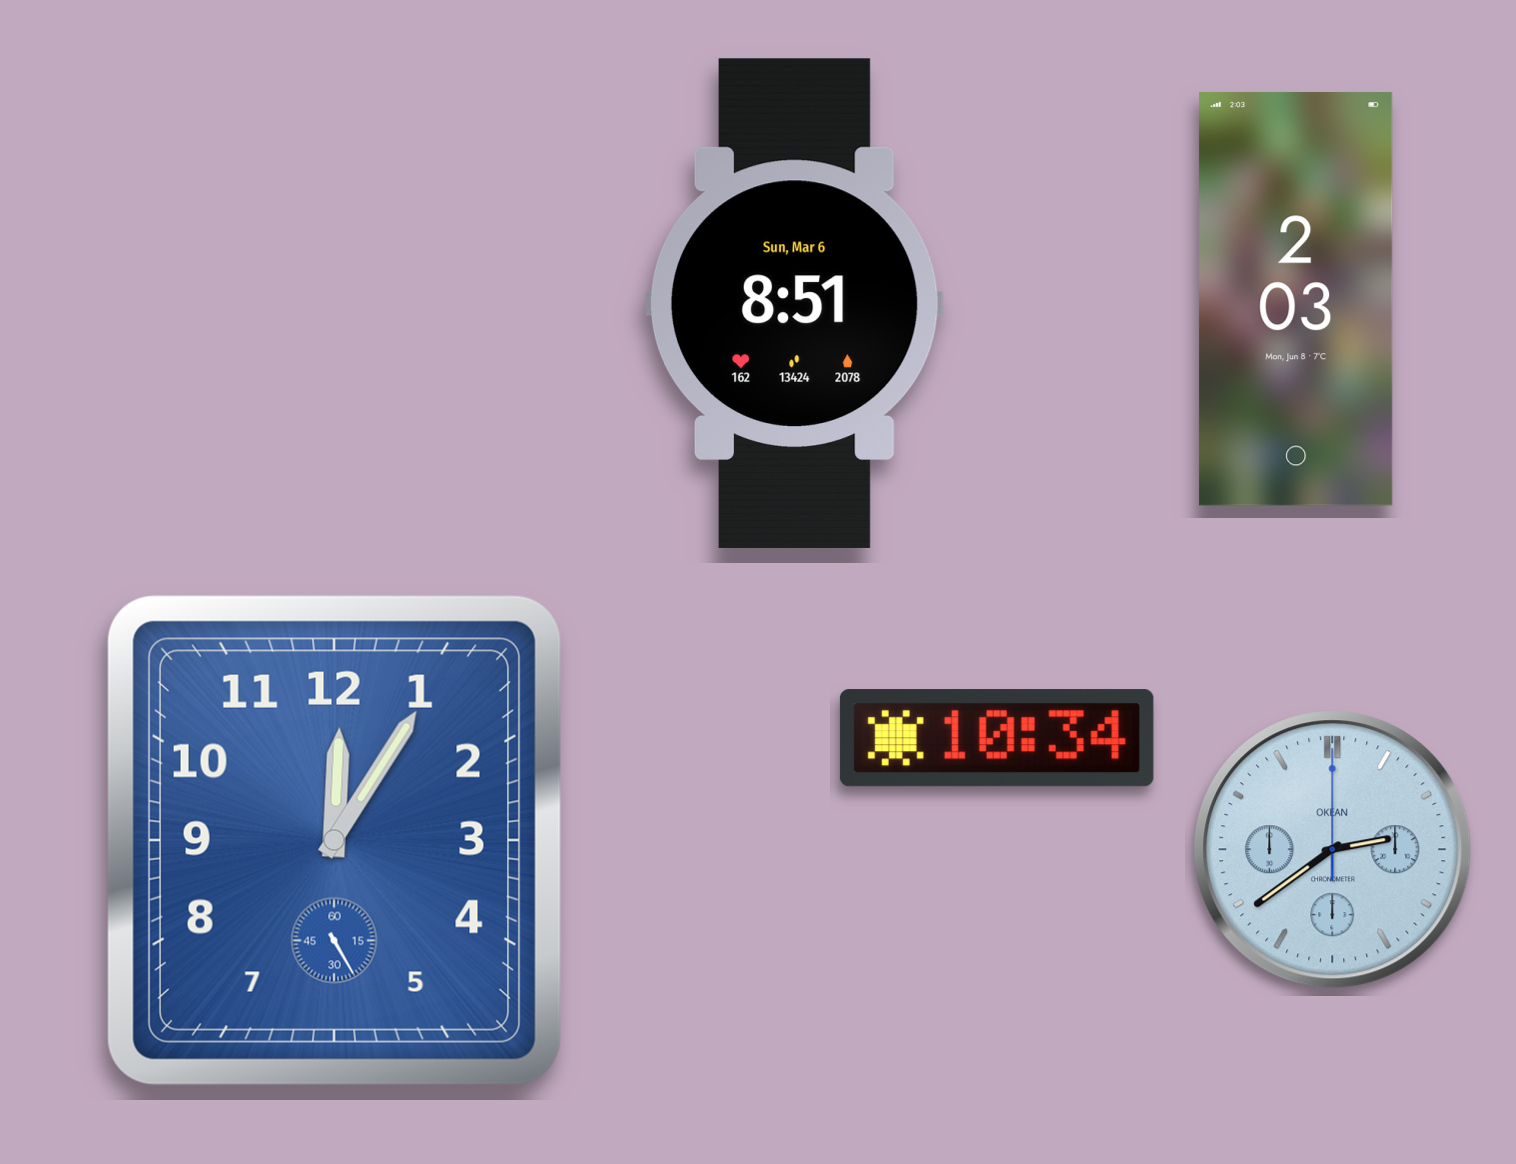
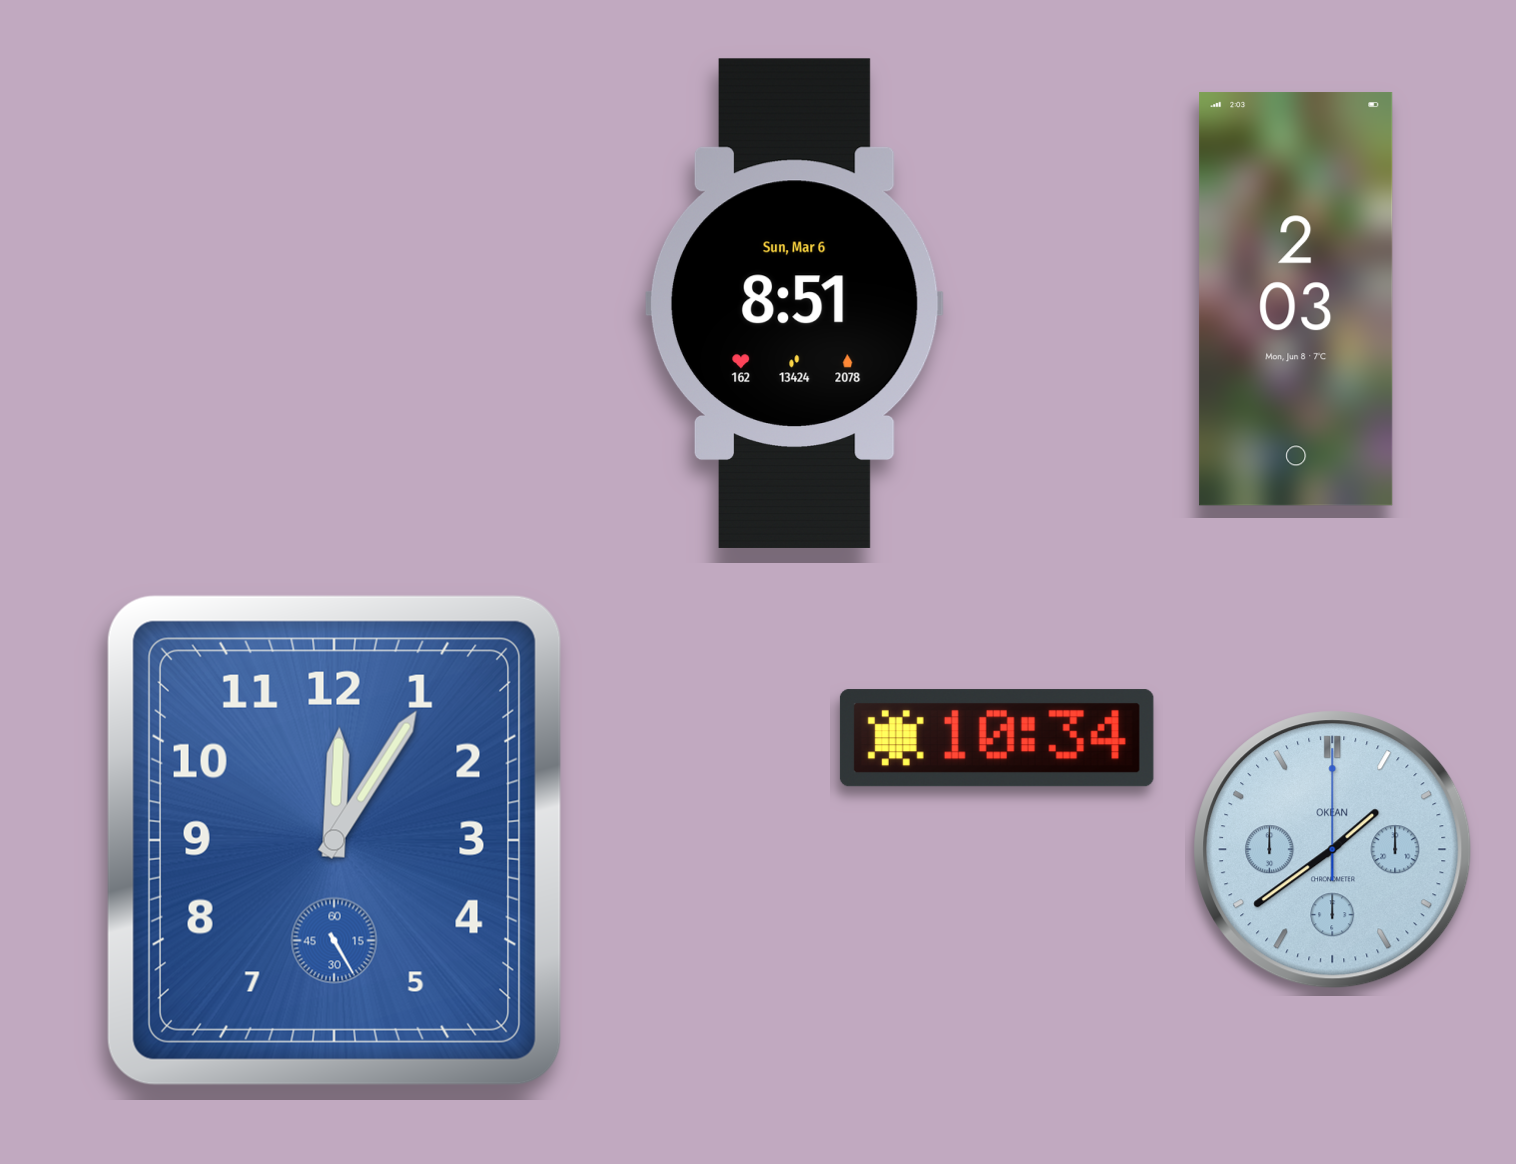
clock at (1333, 850): 2:39 -> 1:39
